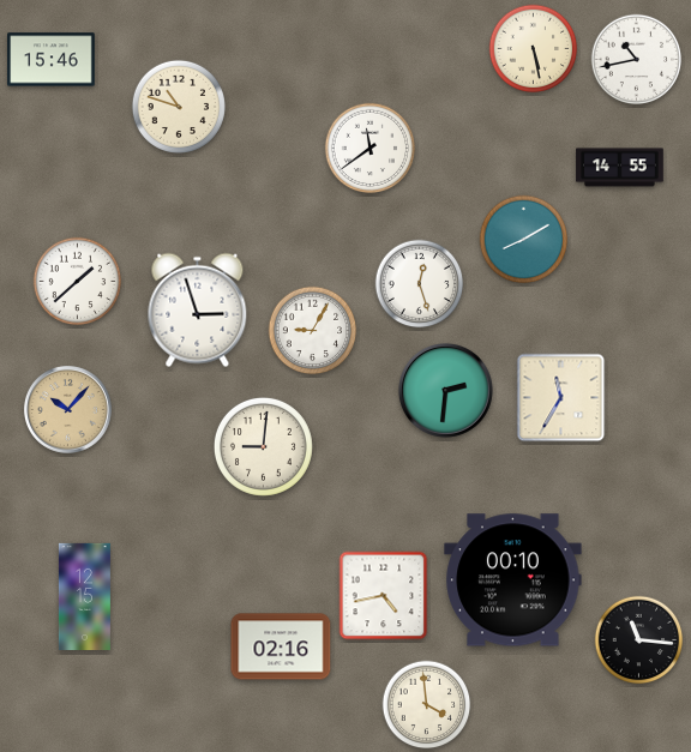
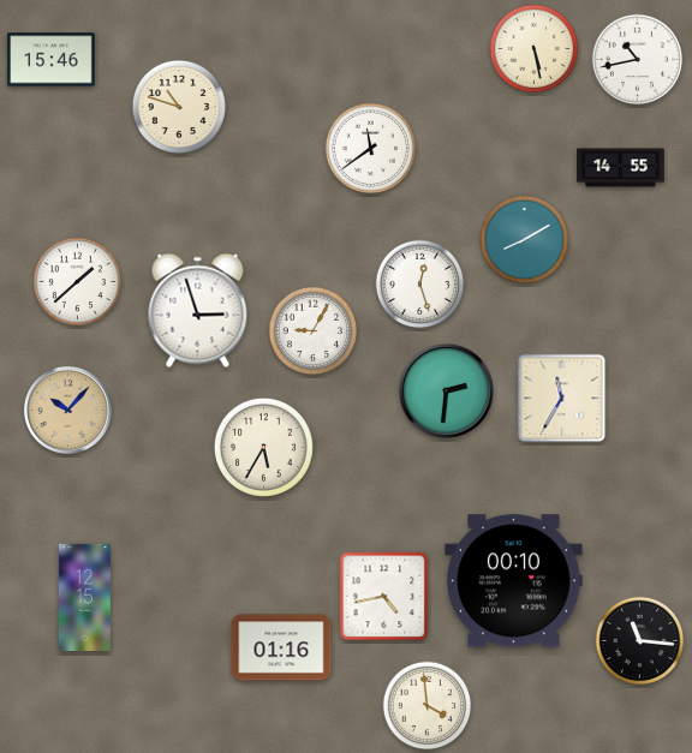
clock at (263, 446): 9:01 -> 5:35
clock at (281, 646): 02:16 -> 01:16
